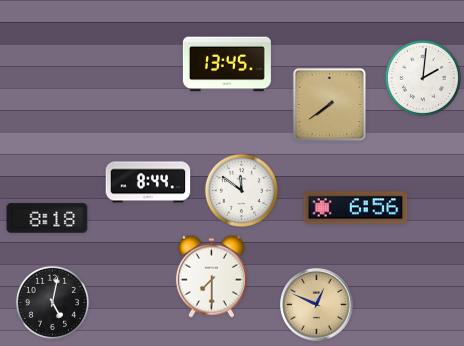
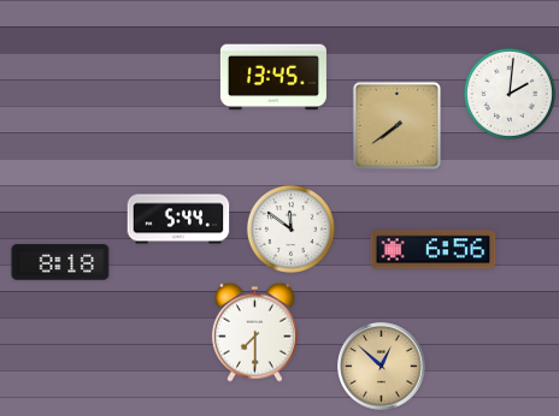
clock at (148, 182): 8:44 -> 5:44
clock at (356, 208) position: (356, 208) -> (434, 250)
clock at (47, 218) position: (47, 218) -> (60, 262)
clock at (52, 302): 5:02 -> none
clock at (317, 305): 12:49 -> 12:52
